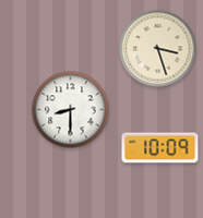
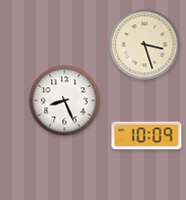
clock at (71, 110): 8:30 -> 8:26
